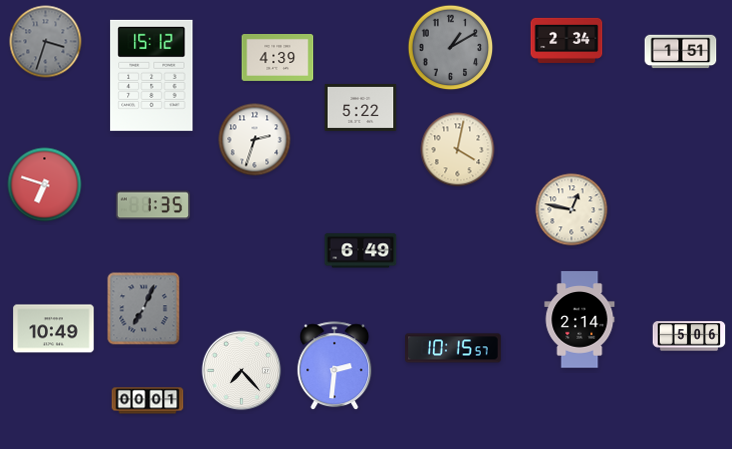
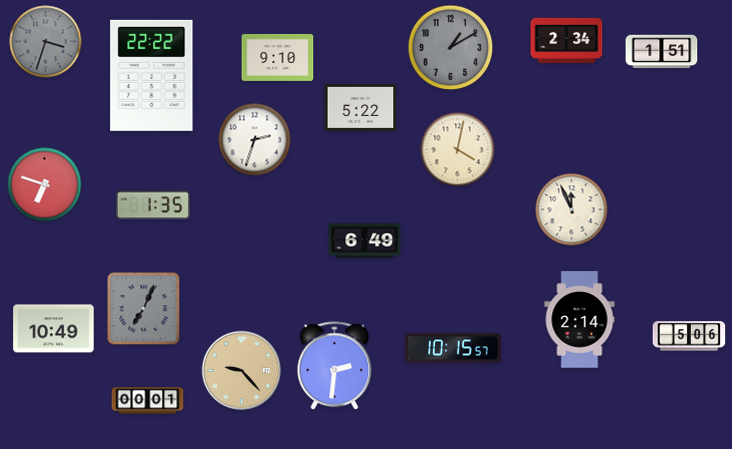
clock at (681, 52) position: (681, 52) -> (662, 52)
clock at (278, 57): 4:39 -> 9:10
clock at (152, 75): 15:12 -> 22:22
clock at (572, 210): 12:47 -> 11:56
clock at (361, 251) position: (361, 251) -> (365, 241)
clock at (242, 371): 7:23 -> 9:23
clock at (242, 371) dial: white -> champagne
